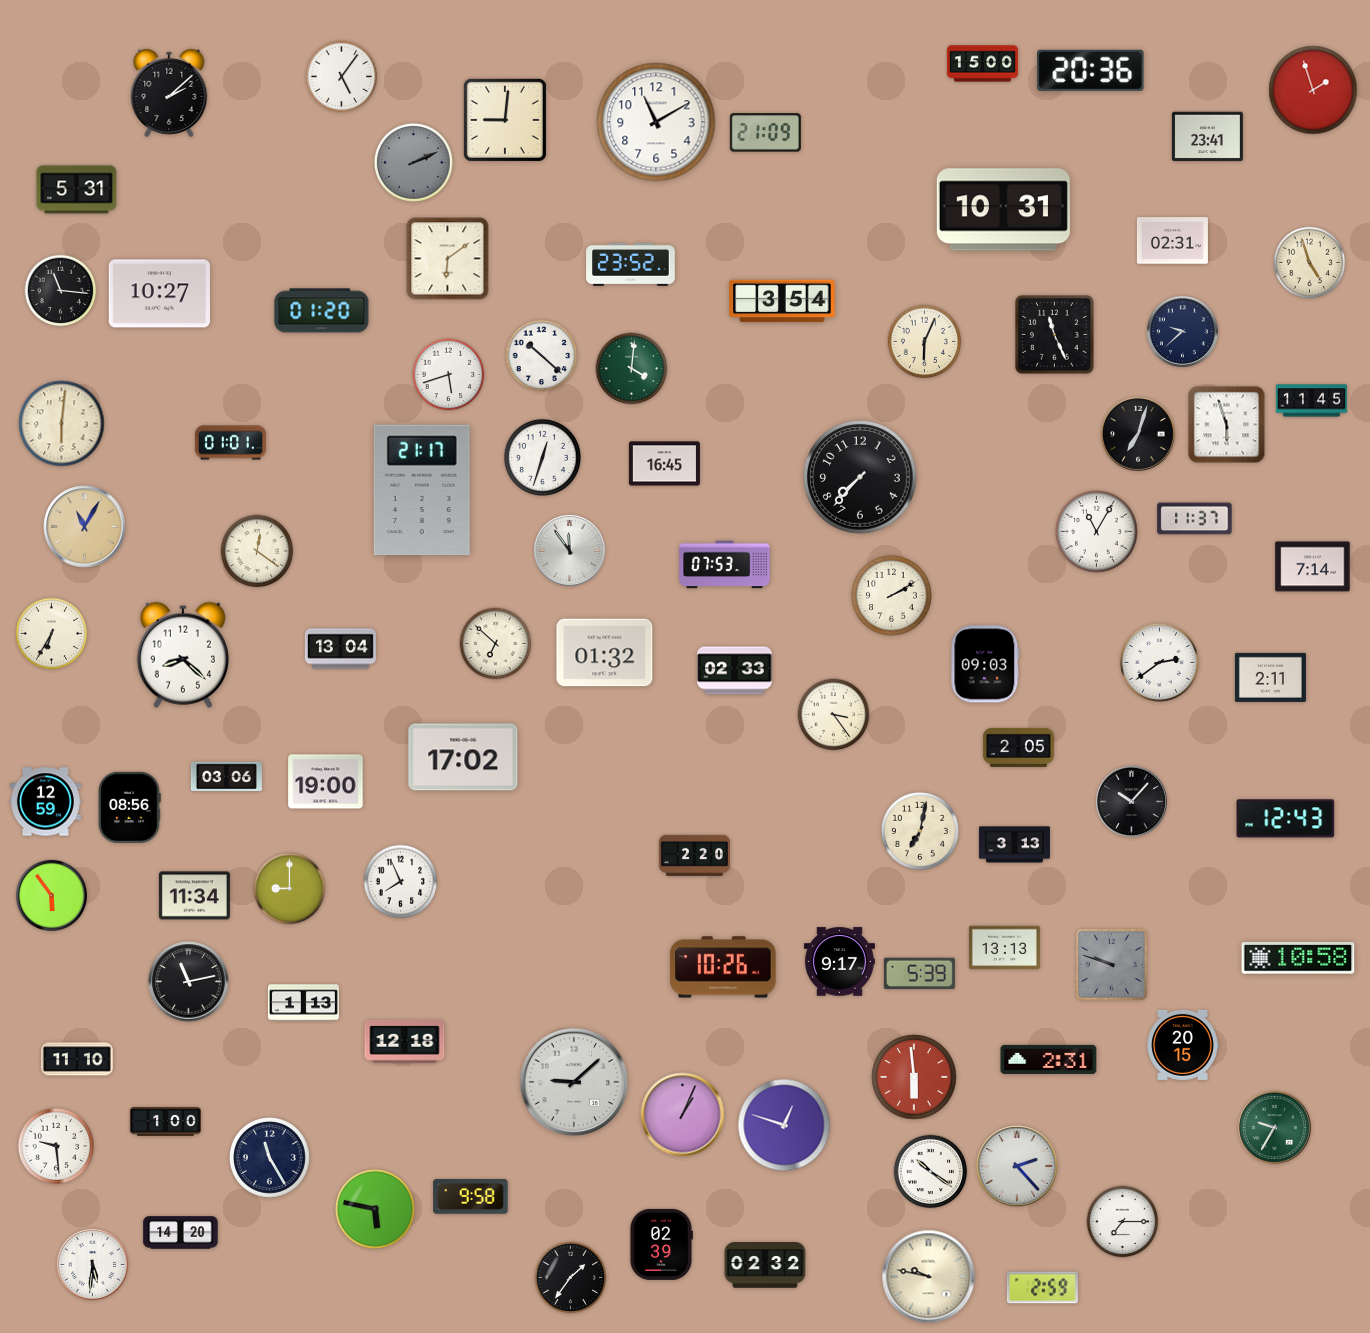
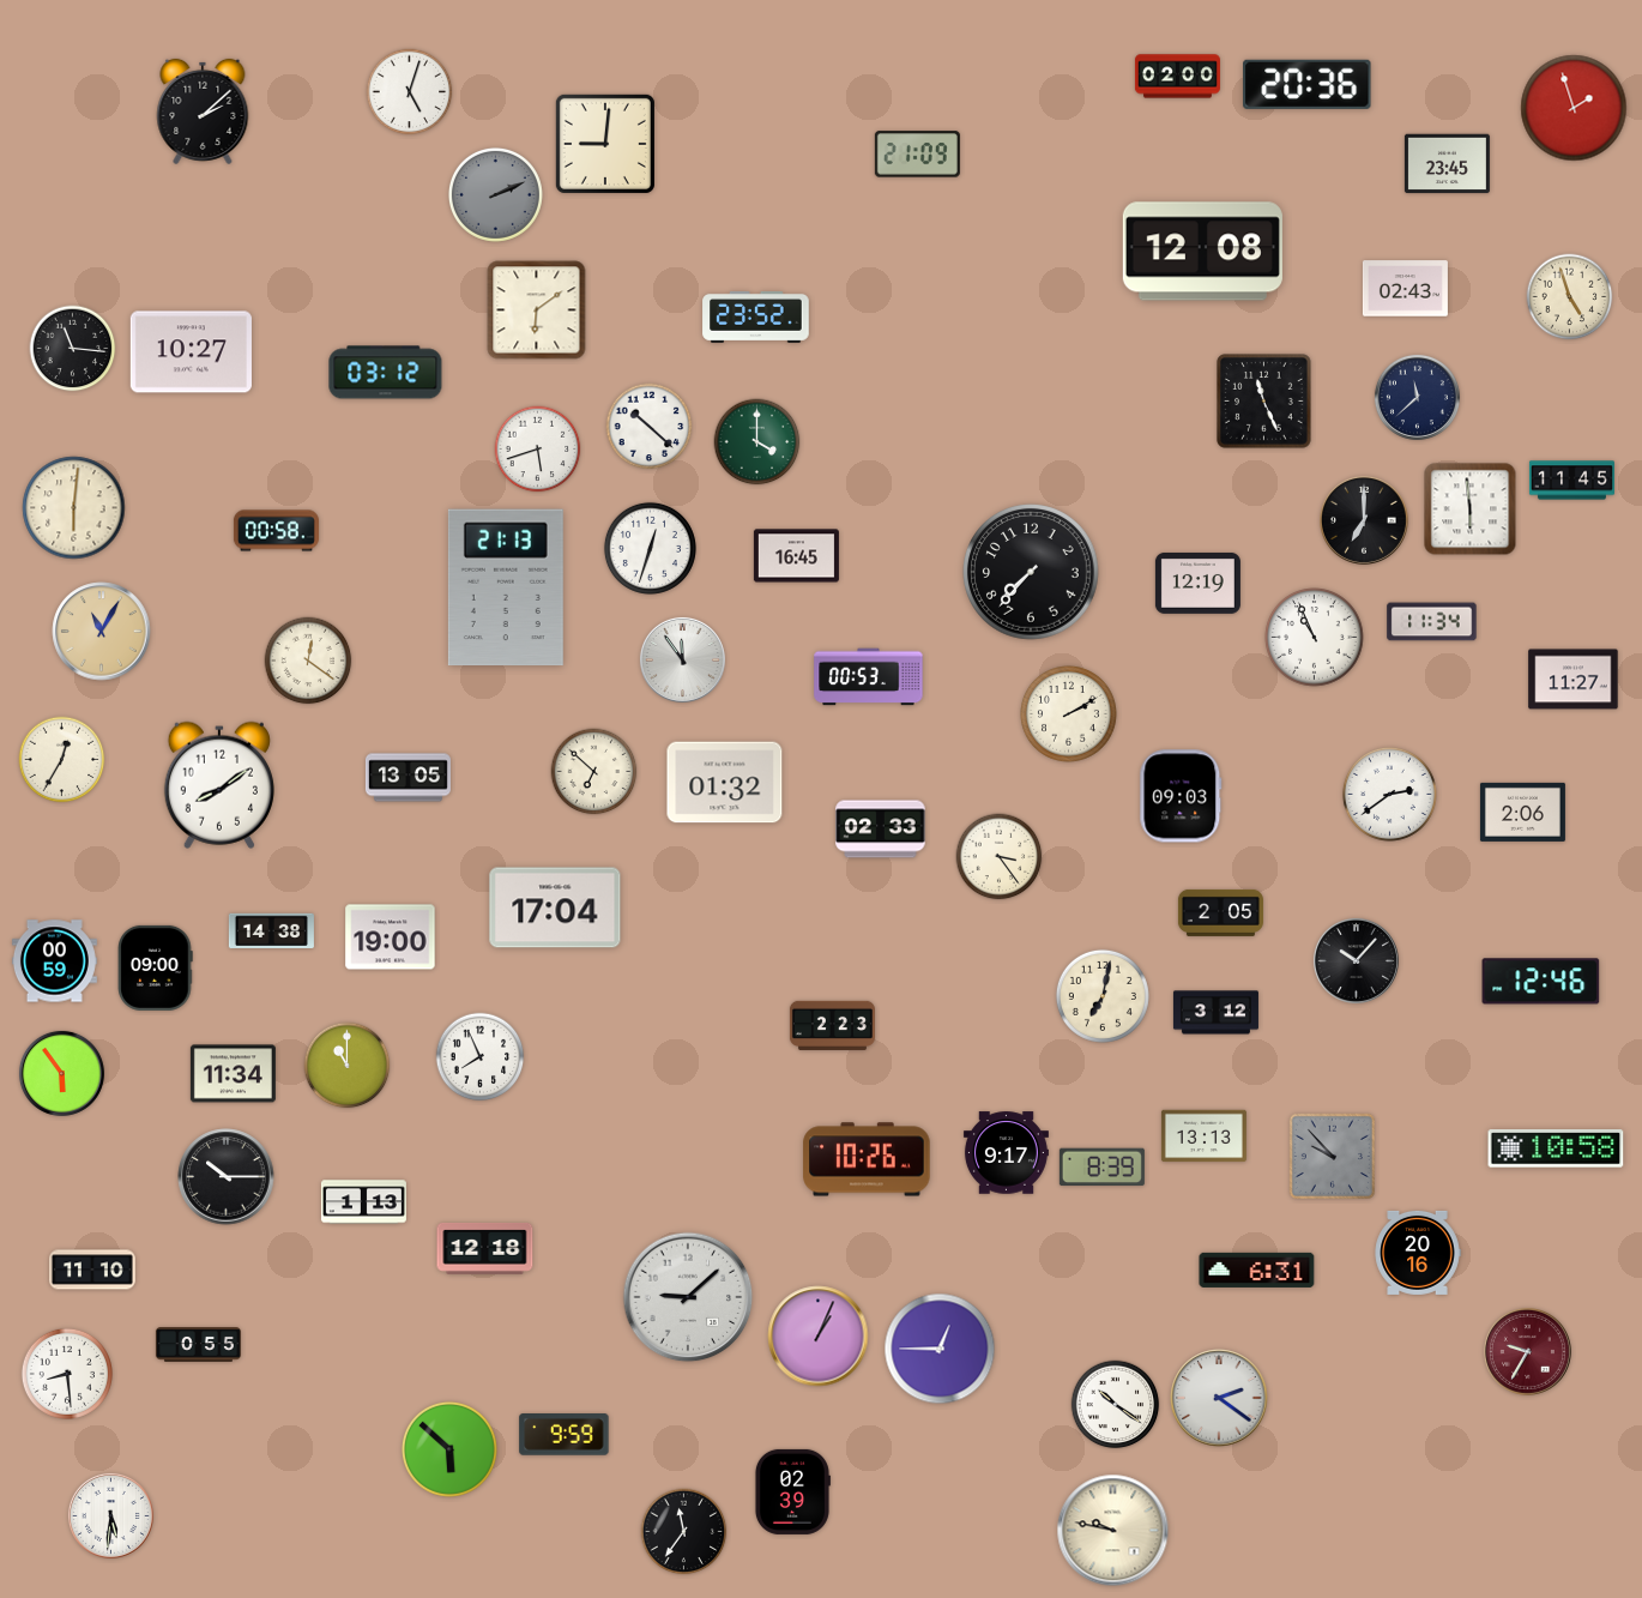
clock at (982, 64): 15:00 -> 02:00
clock at (342, 77): 5:06 -> 5:03
clock at (656, 122): 11:10 -> none
clock at (765, 133) position: (765, 133) -> (917, 155)
clock at (1207, 137): 23:41 -> 23:45
clock at (77, 190): 5:31 -> none
clock at (1003, 210): 10:31 -> 12:08
clock at (1172, 241): 02:31 -> 02:43
clock at (1310, 263) position: (1310, 263) -> (1570, 297)
clock at (782, 301): 3:54 -> none
clock at (322, 311): 01:20 -> 03:12
clock at (1182, 331): 9:38 -> 11:38
clock at (925, 342): 6:04 -> none
clock at (632, 369): 4:01 -> 4:00
clock at (1227, 425): 5:57 -> 5:59
clock at (1138, 434): 7:03 -> 7:00
clock at (230, 443): 01:01 -> 00:58
clock at (1197, 583): none -> 12:19
clock at (422, 490): 21:17 -> 21:13
clock at (1195, 519): 11:37 -> 11:34
clock at (1097, 532): 11:05 -> 10:56
clock at (725, 565): 07:53 -> 00:53
clock at (1313, 567): 7:14 -> 11:27
clock at (52, 634): 6:35 -> 12:35
clock at (340, 649): 13:04 -> 13:05
clock at (183, 655): 8:22 -> 8:09
clock at (735, 671) position: (735, 671) -> (881, 830)
clock at (1270, 677): 2:11 -> 2:06
clock at (1018, 747) position: (1018, 747) -> (1220, 912)
clock at (463, 757): 17:02 -> 17:04
clock at (226, 776): 03:06 -> 14:38
clock at (45, 802): 12:59 -> 00:59
clock at (130, 807): 08:56 -> 09:00
clock at (1286, 819): 12:43 -> 12:46
clock at (1014, 845): 3:13 -> 3:12
clock at (694, 855): 2:20 -> 2:23
clock at (290, 889): 9:00 -> 11:00
clock at (1111, 964): 9:48 -> 9:53
clock at (919, 974): 5:39 -> 8:39
clock at (189, 982): 11:13 -> 10:15
clock at (1183, 1045): 20:15 -> 20:16
clock at (1049, 1059): 2:31 -> 6:31
clock at (914, 1077): 5:59 -> none
clock at (165, 1122): 1:00 -> 0:55
clock at (784, 1125): 12:48 -> 12:45
clock at (1274, 1127) dial: green -> burgundy
clock at (56, 1146): 9:29 -> 8:29
clock at (270, 1158): 11:25 -> none
clock at (1017, 1166): 2:23 -> 2:21
clock at (471, 1197): 9:58 -> 9:59
clock at (375, 1209): 5:47 -> 5:52
clock at (1123, 1222): 7:15 -> none
clock at (181, 1233): 14:20 -> none
clock at (765, 1265): 02:32 -> none
clock at (571, 1278): 1:36 -> 11:36
clock at (1042, 1288): 2:59 -> none
